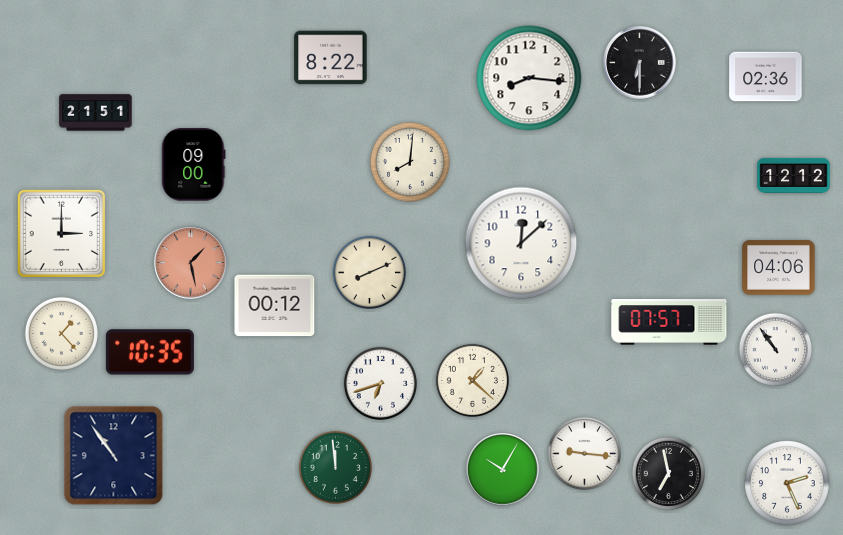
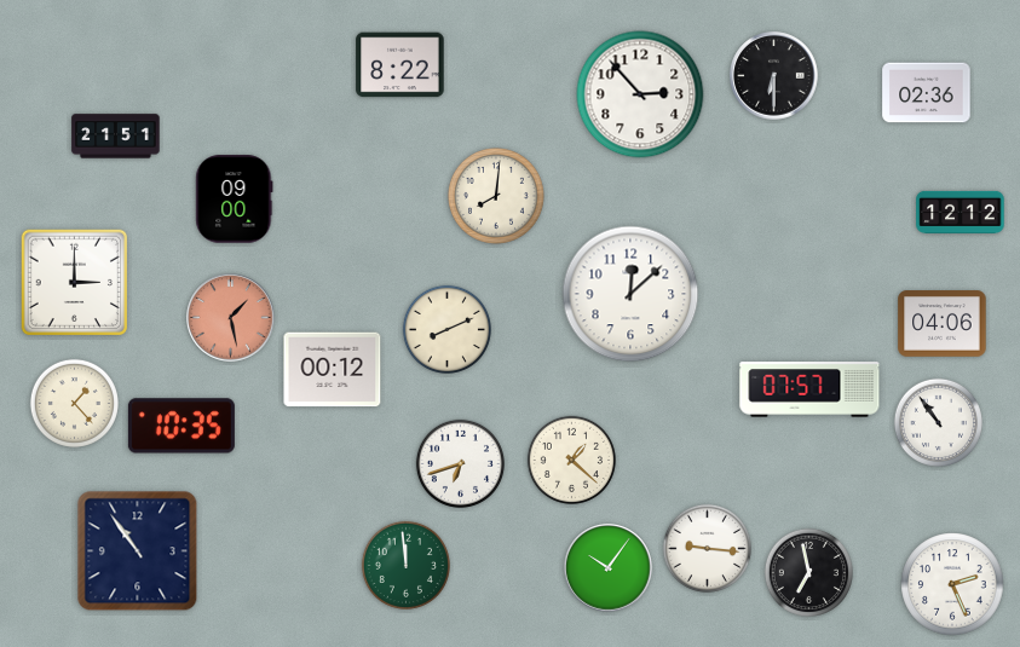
clock at (331, 58) position: (331, 58) -> (400, 65)
clock at (529, 78): 8:16 -> 2:53
clock at (503, 470): 10:05 -> 10:06
